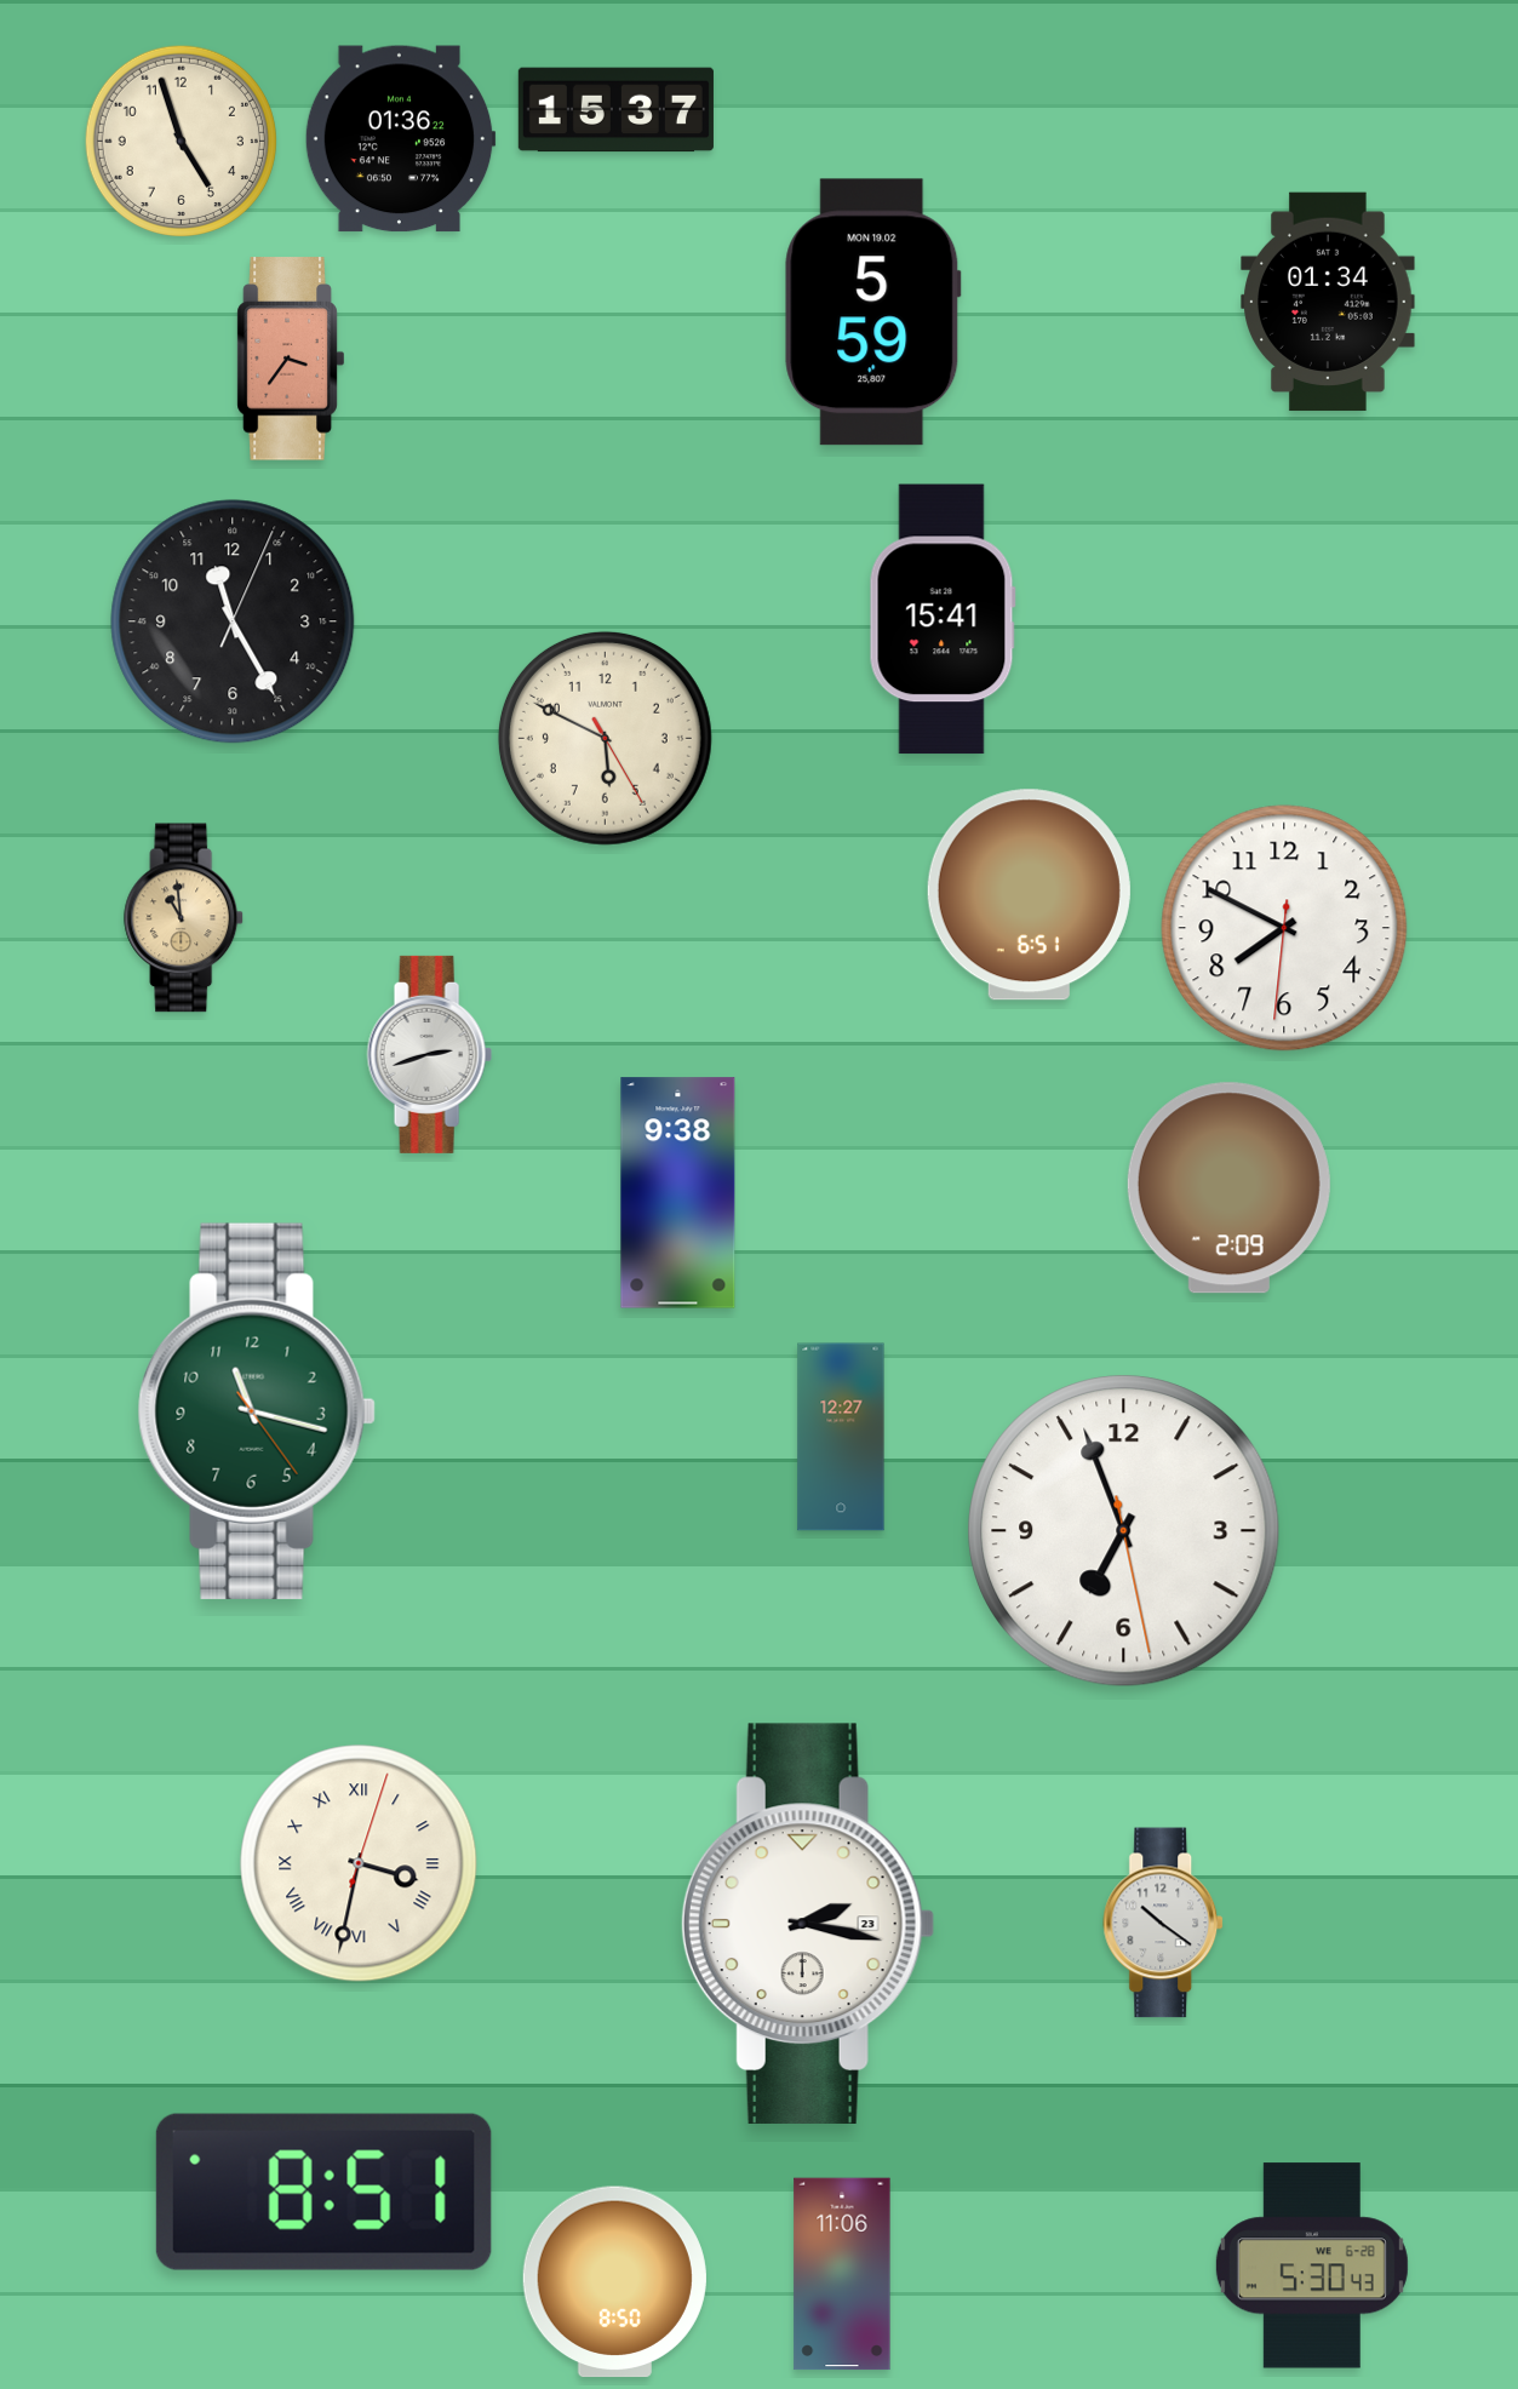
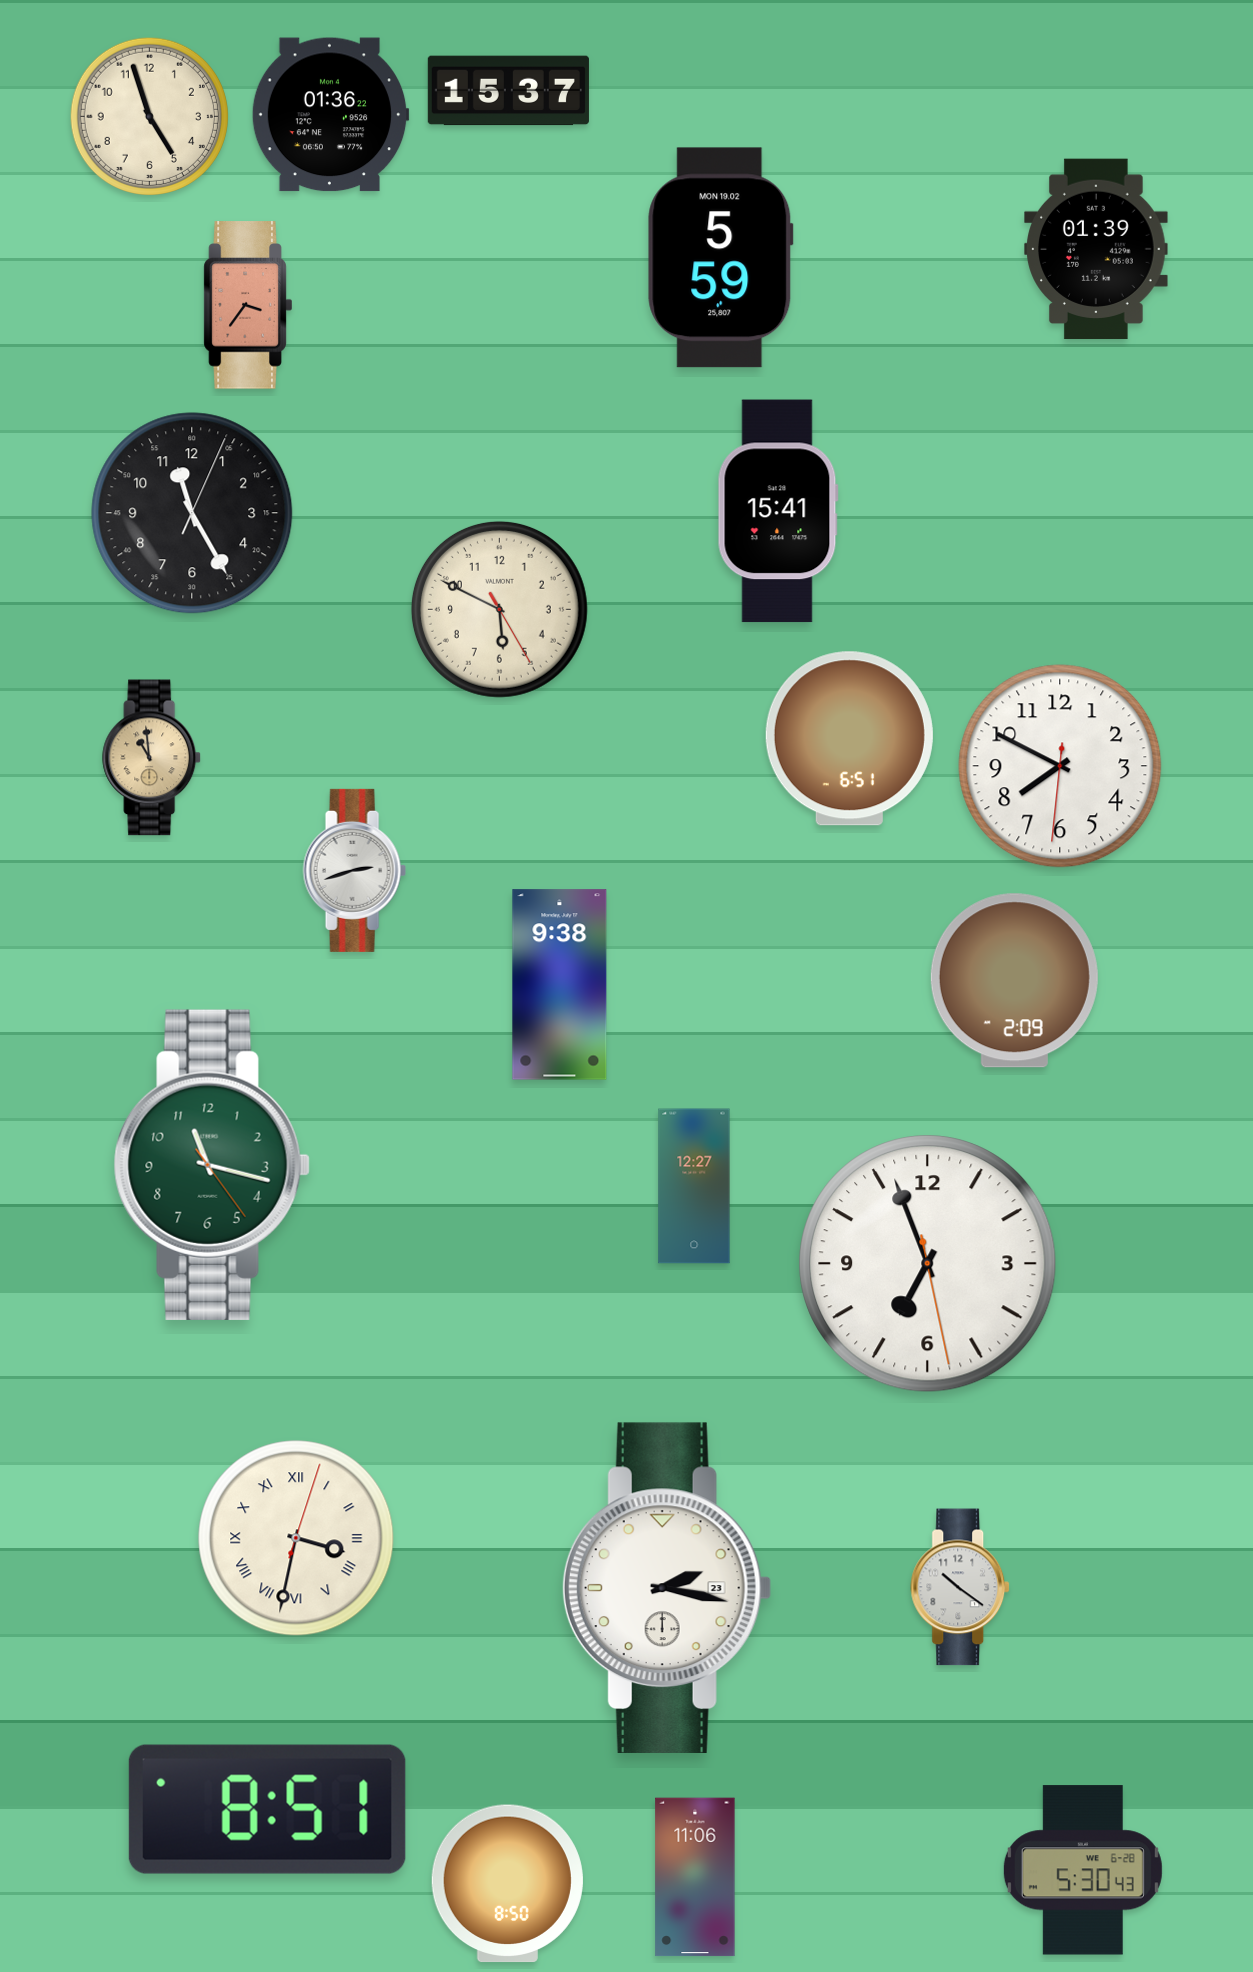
clock at (1328, 302): 01:34 -> 01:39
clock at (291, 359) position: (291, 359) -> (248, 305)
